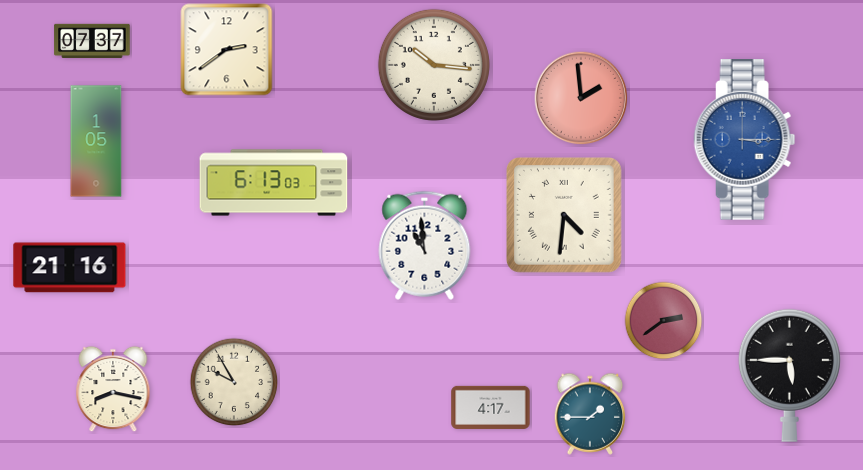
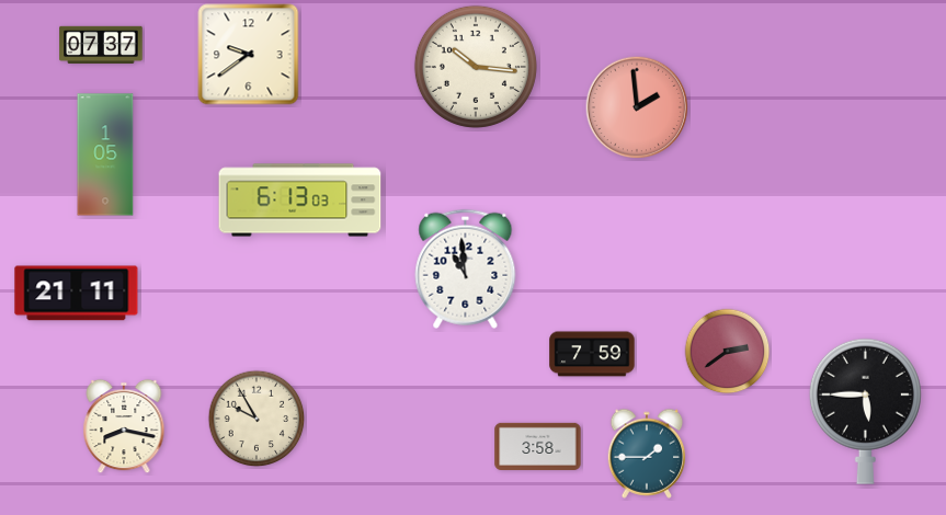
clock at (227, 50): 2:39 -> 9:39
clock at (434, 65) position: (434, 65) -> (476, 67)
clock at (745, 140): 3:15 -> none
clock at (565, 216): 4:31 -> none
clock at (70, 268): 21:16 -> 21:11
clock at (592, 354): none -> 7:59
clock at (491, 407): 4:17 -> 3:58
